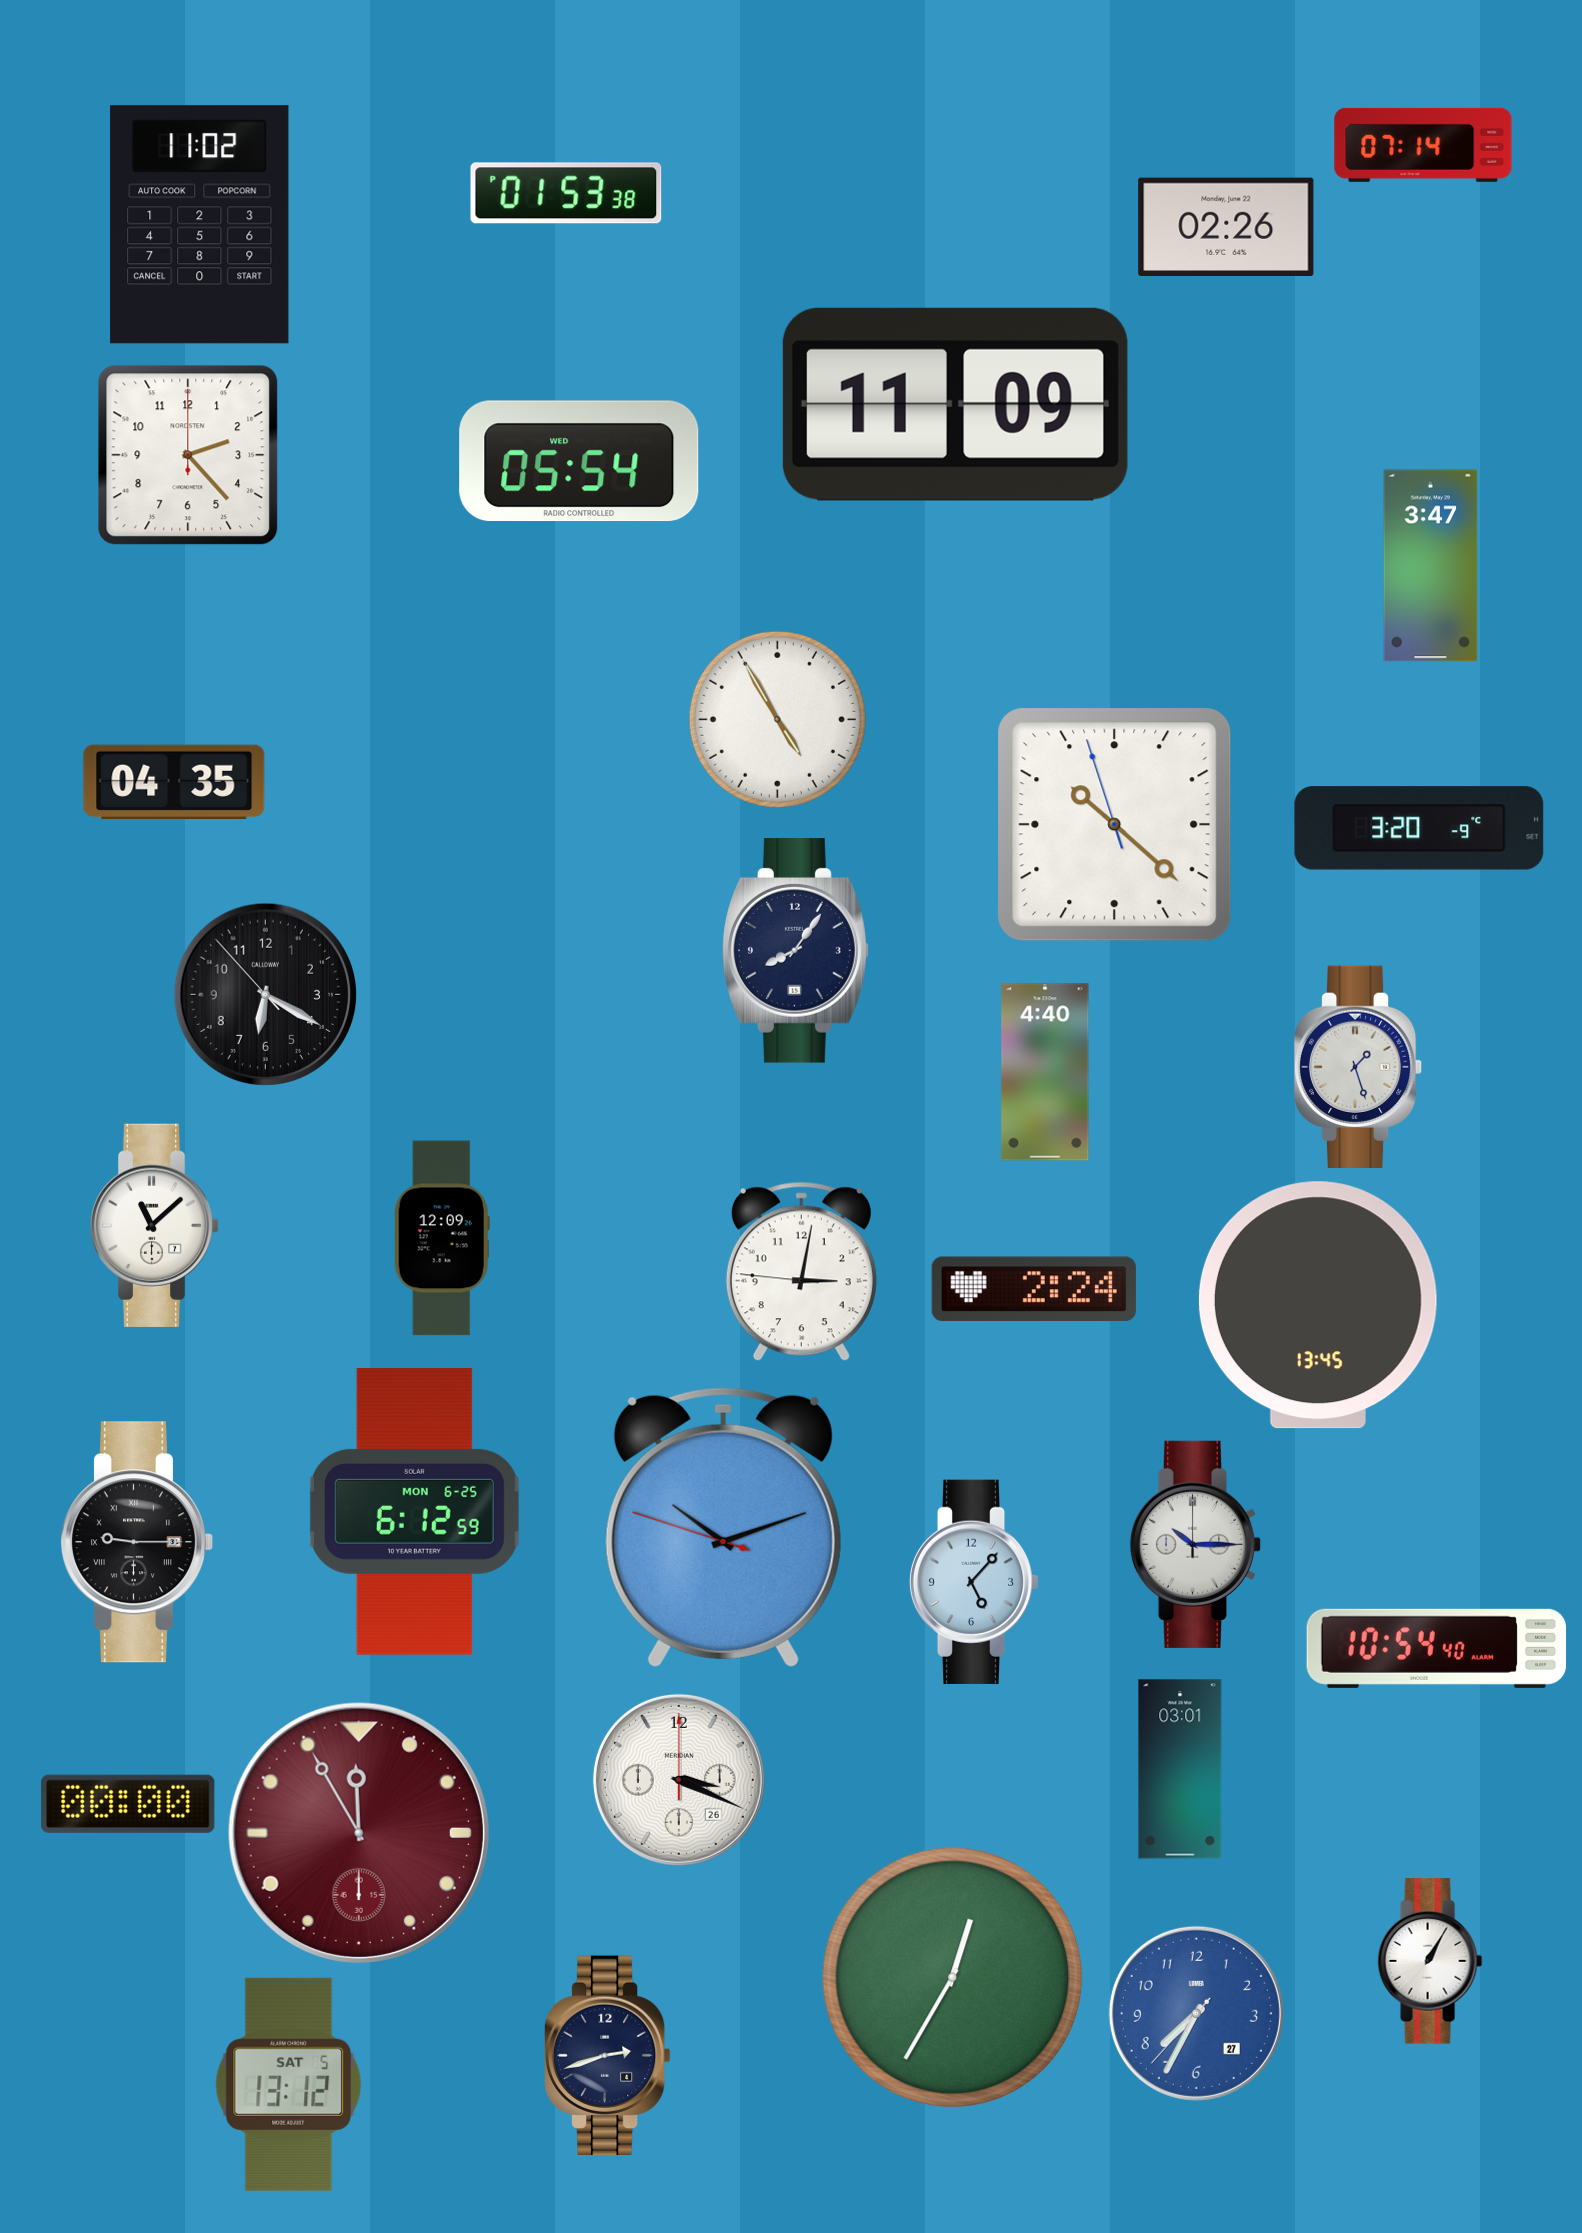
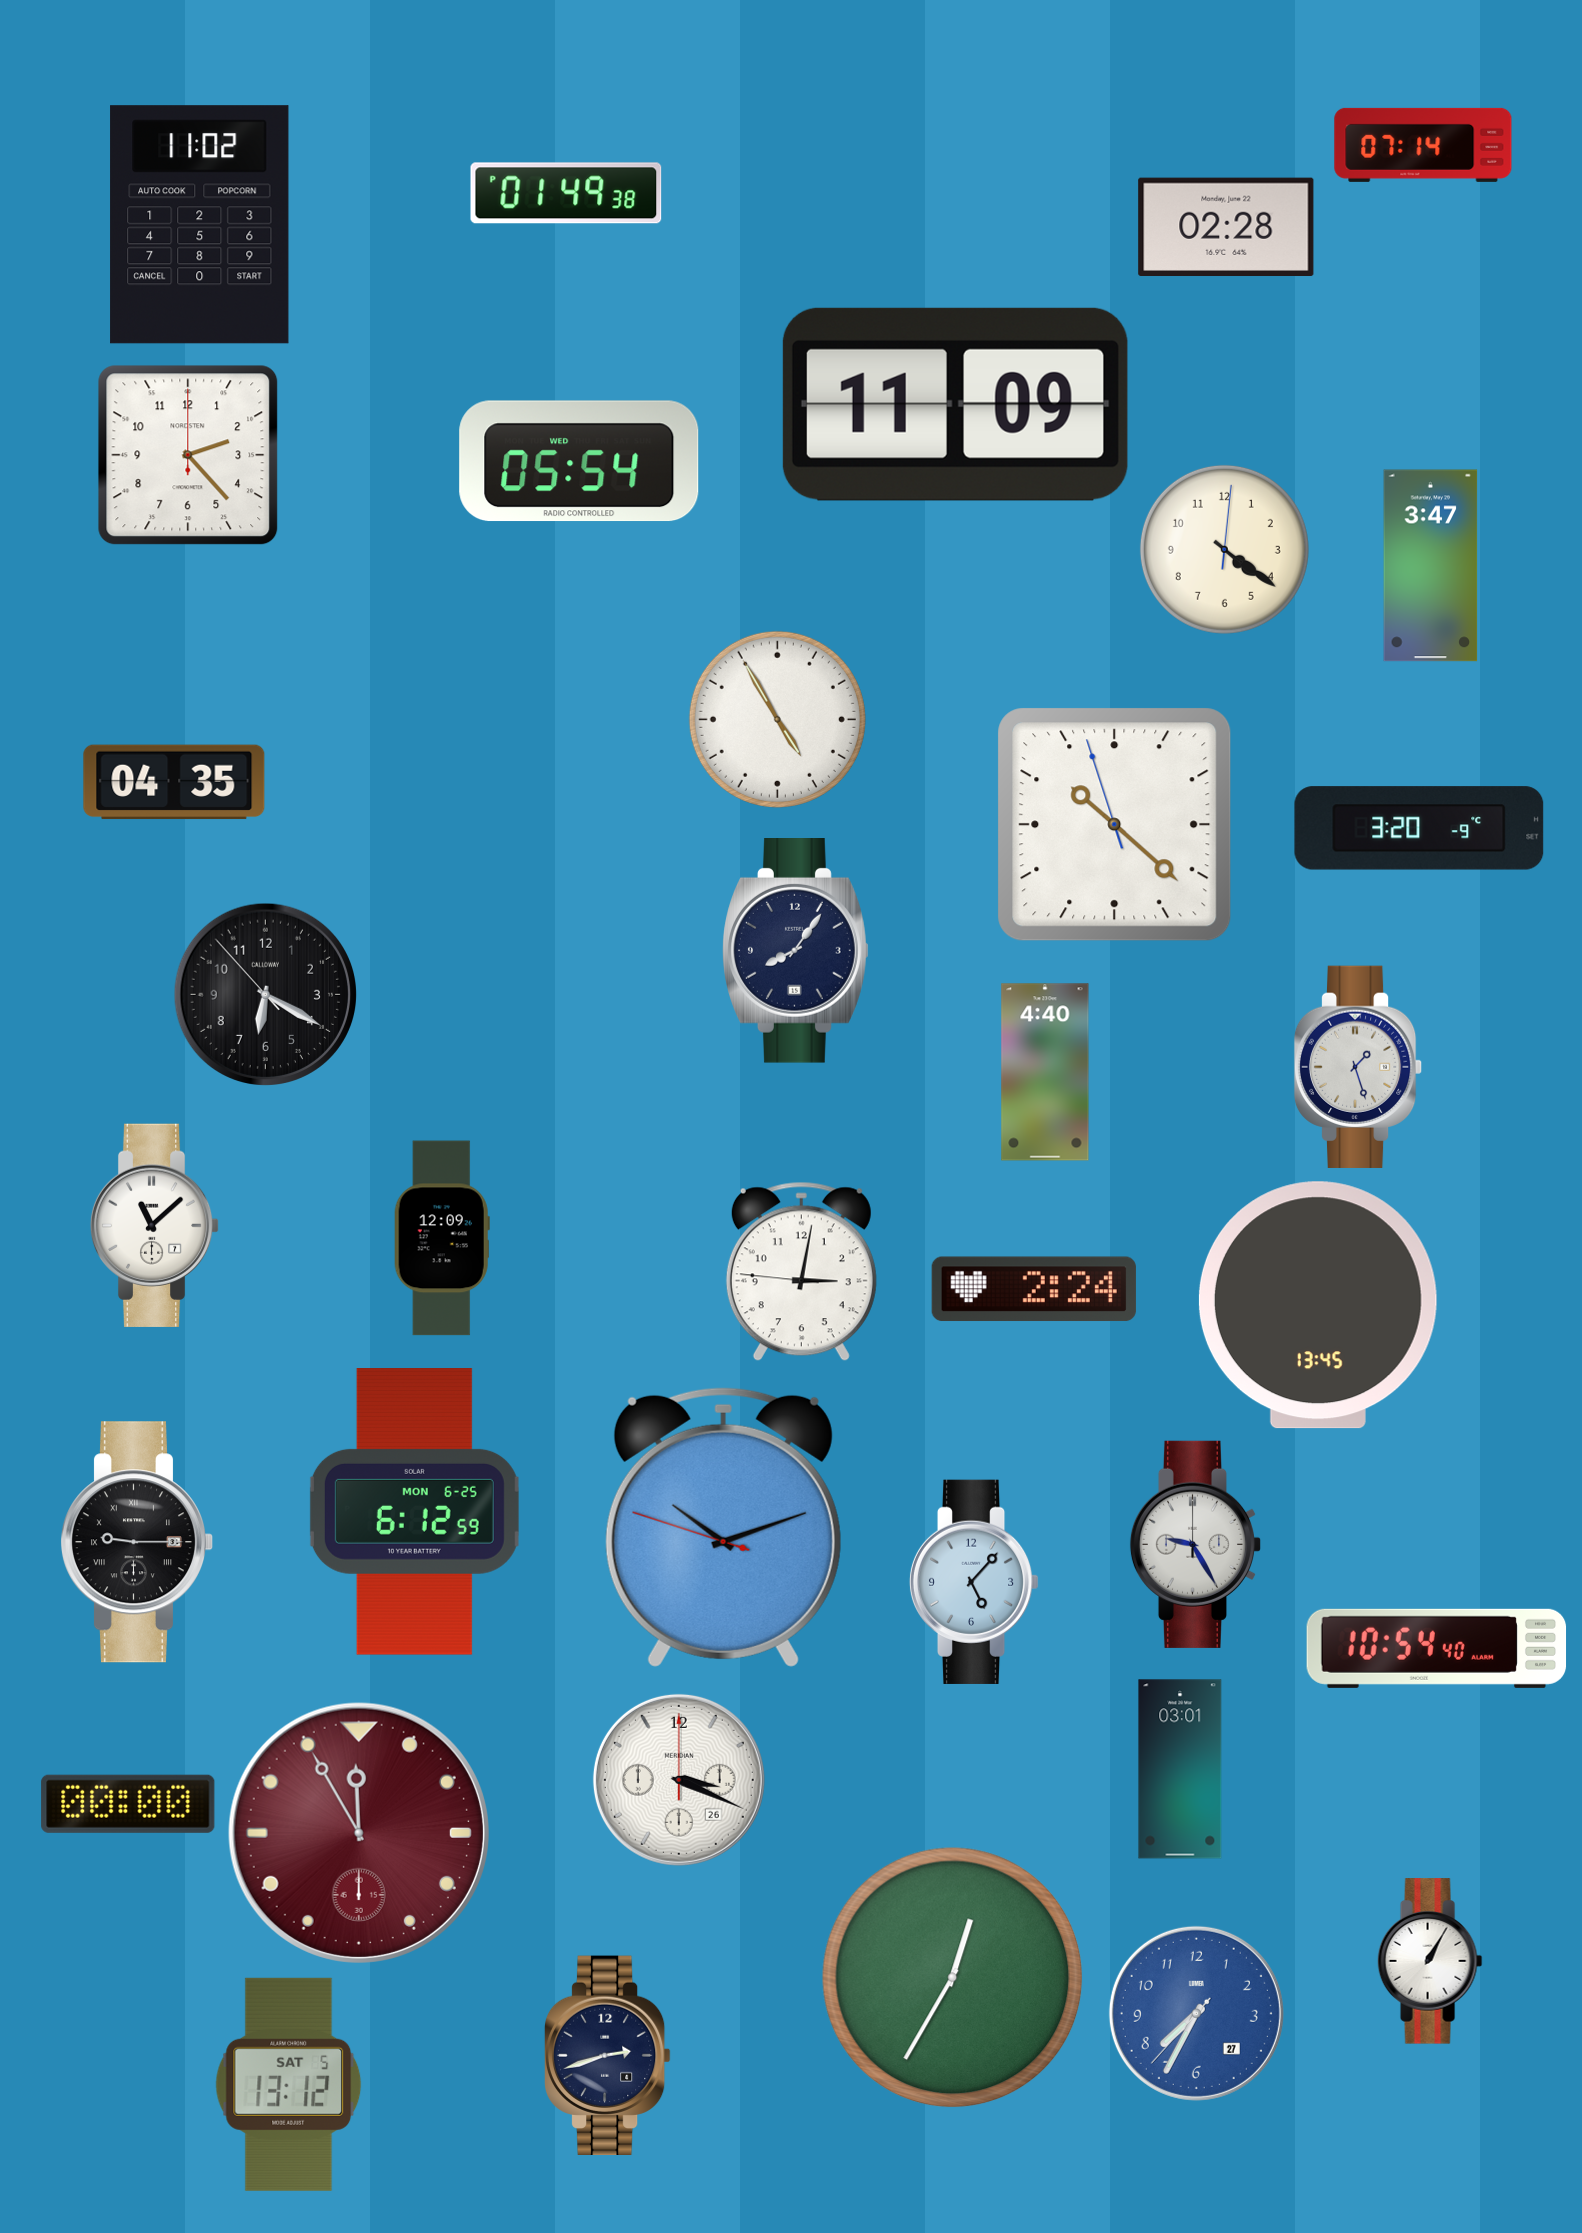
clock at (566, 193): 01:53 -> 01:49
clock at (1226, 226): 02:26 -> 02:28
clock at (1224, 549): none -> 4:21
clock at (1196, 1544): 10:15 -> 9:25
